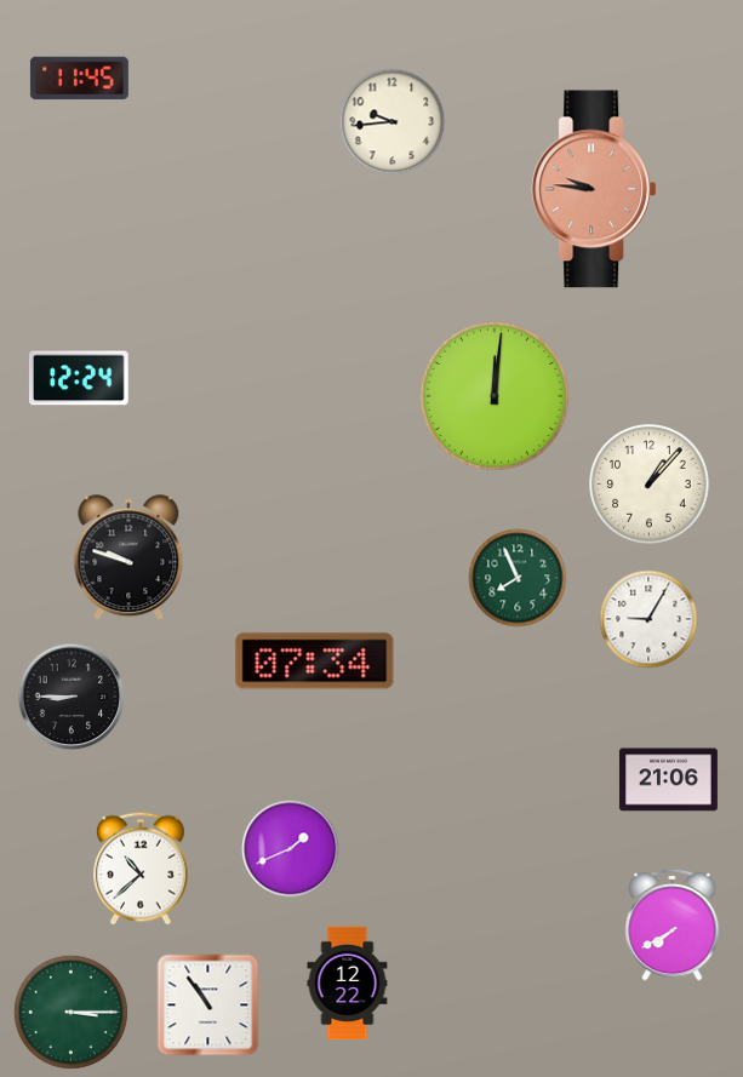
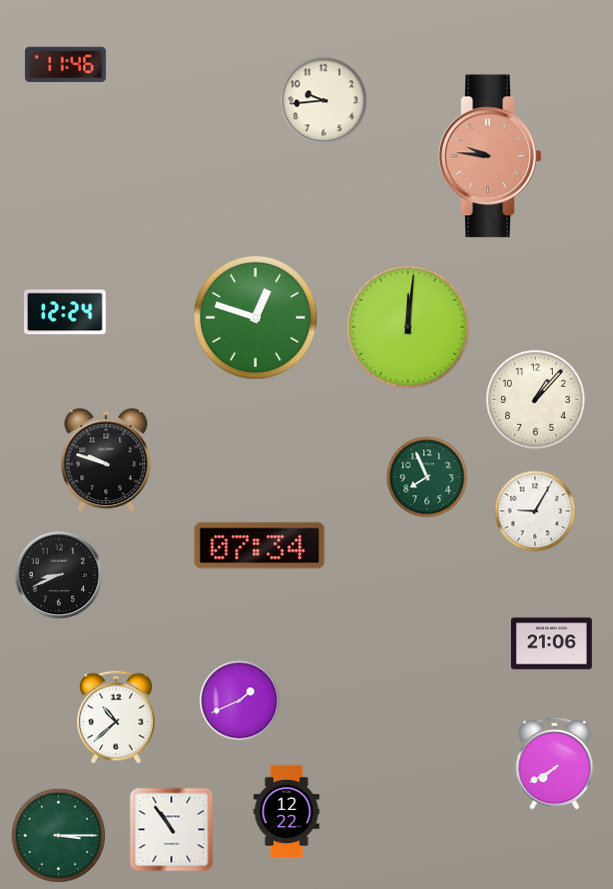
clock at (79, 79): 11:45 -> 11:46
clock at (255, 317): none -> 12:48
clock at (72, 697): 8:45 -> 8:41
